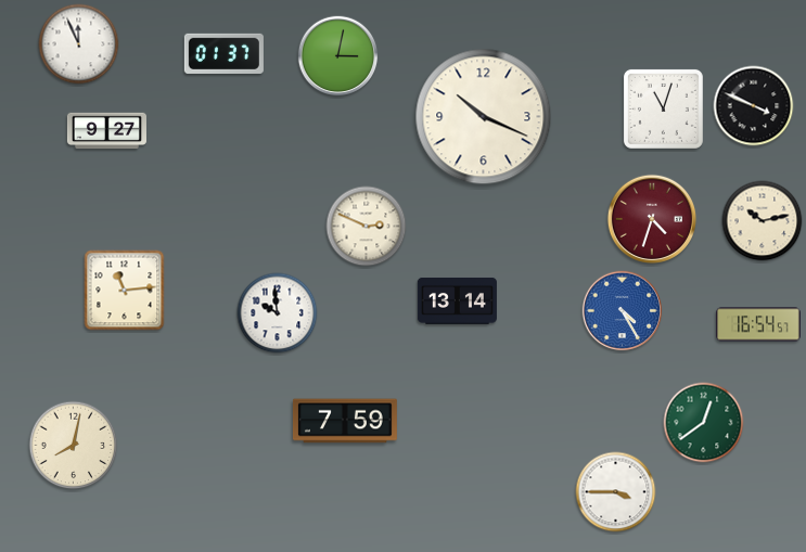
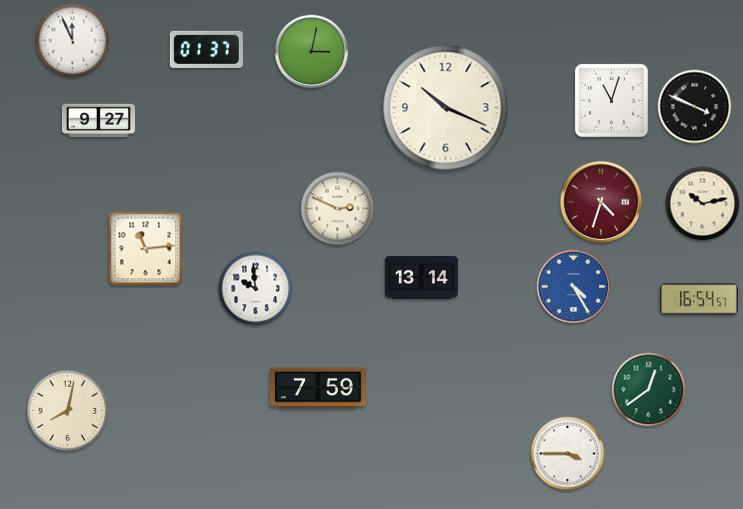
clock at (754, 106) position: (754, 106) -> (695, 107)
clock at (125, 291) position: (125, 291) -> (146, 249)
